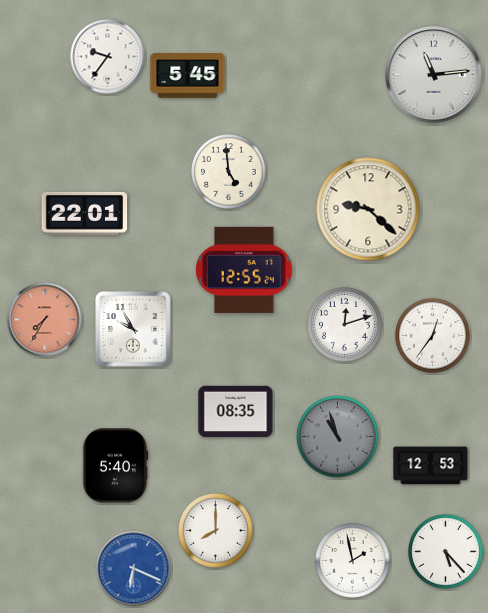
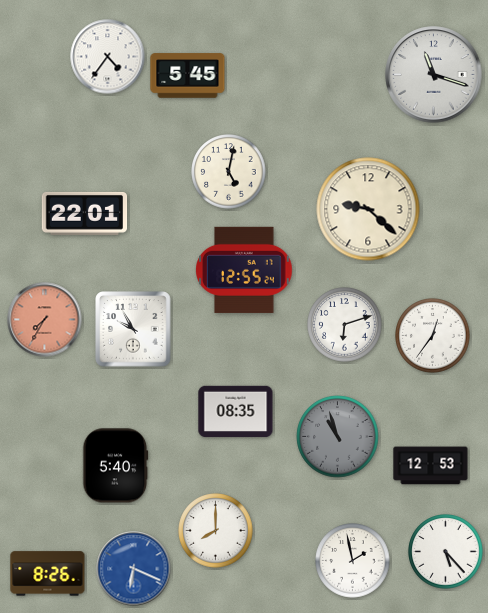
clock at (108, 57): 9:36 -> 4:36
clock at (434, 75): 11:14 -> 11:18
clock at (229, 172): 4:59 -> 5:02
clock at (345, 325): 12:12 -> 6:12
clock at (48, 574): none -> 8:26
